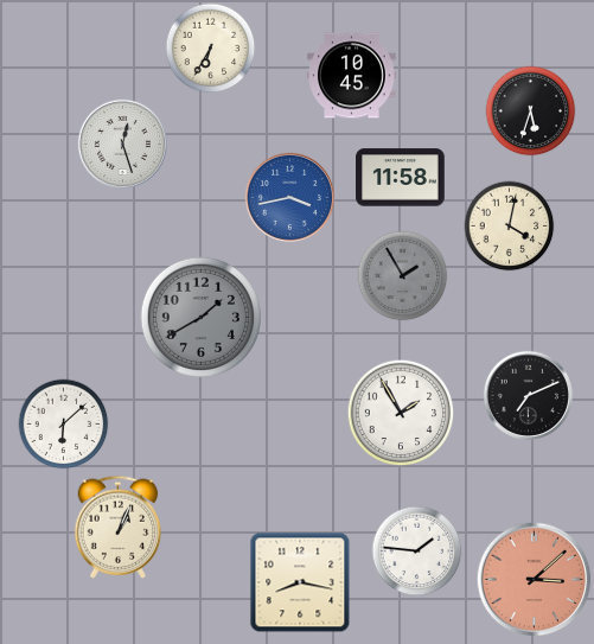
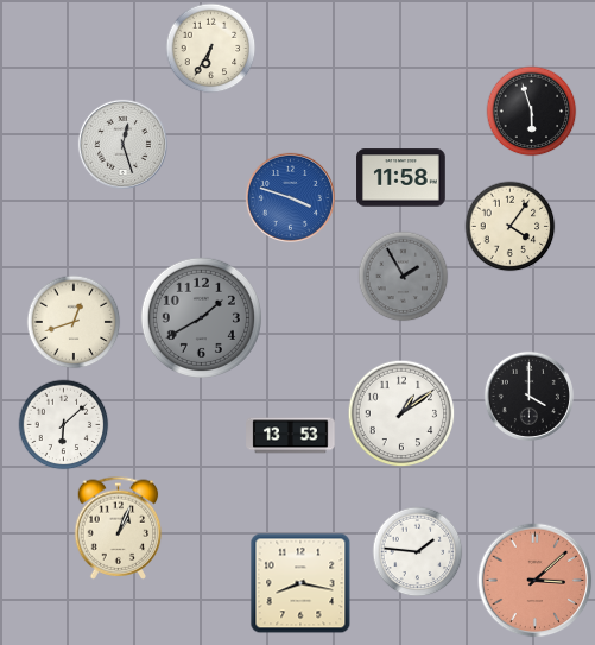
clock at (352, 76): 10:45 -> none
clock at (531, 111): 5:33 -> 5:57
clock at (289, 197): 3:43 -> 3:48
clock at (510, 227): 4:02 -> 4:06
clock at (74, 322): none -> 12:42
clock at (528, 395): 7:11 -> 4:00
clock at (401, 413): 1:55 -> 1:09
clock at (291, 436): none -> 13:53
